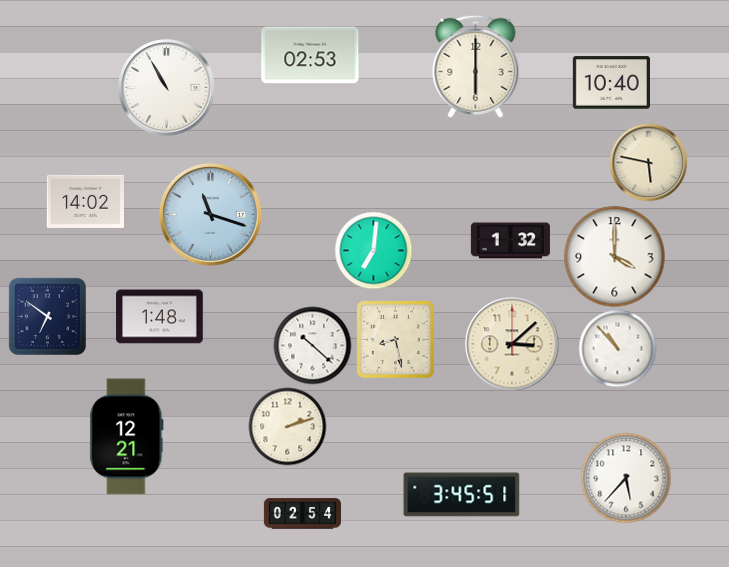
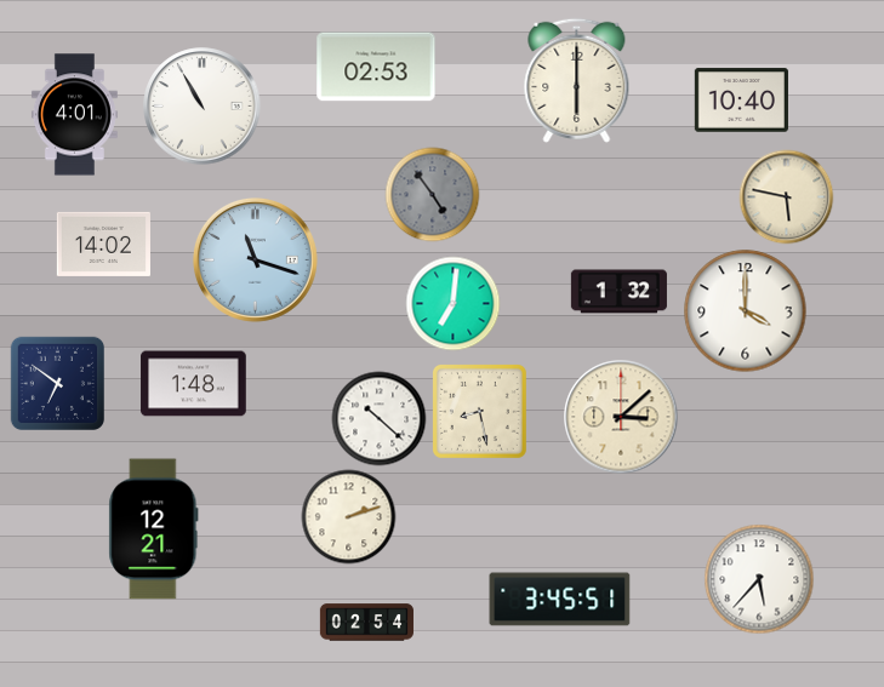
clock at (74, 115): none -> 4:01
clock at (432, 194): none -> 4:54
clock at (617, 348): 10:53 -> none
